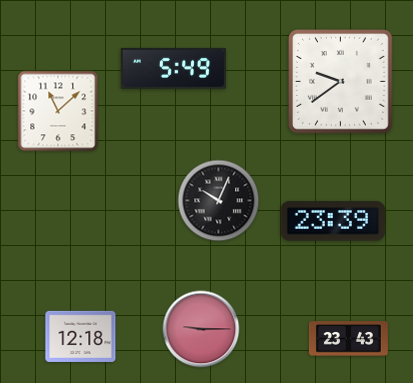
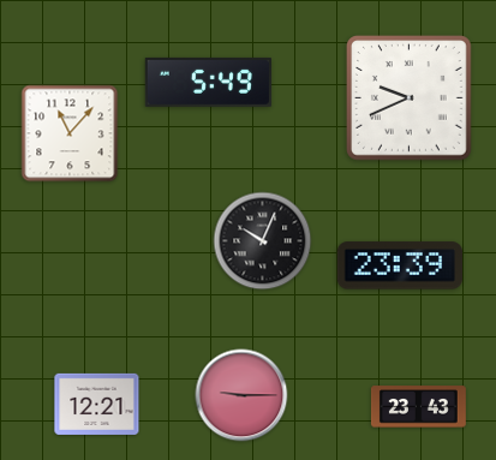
clock at (341, 82): 9:39 -> 9:41
clock at (58, 111): 11:08 -> 11:07
clock at (81, 336): 12:18 -> 12:21
